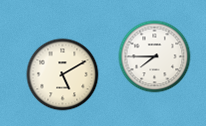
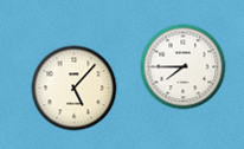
clock at (63, 75): 5:10 -> 5:07
